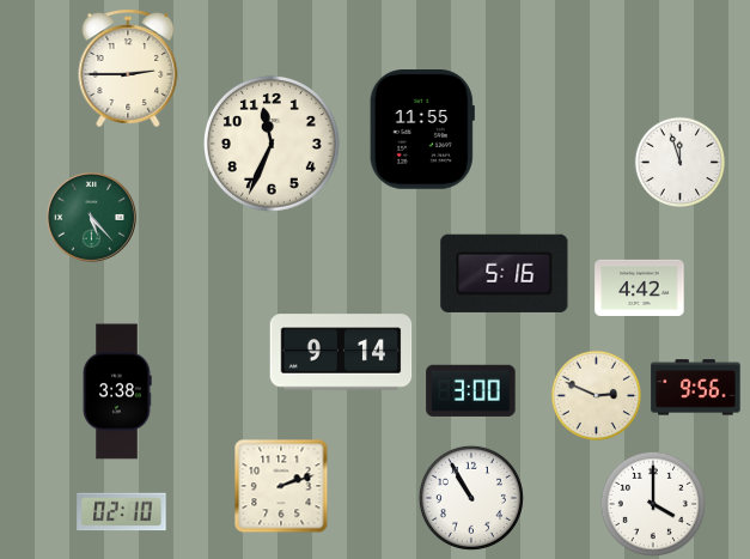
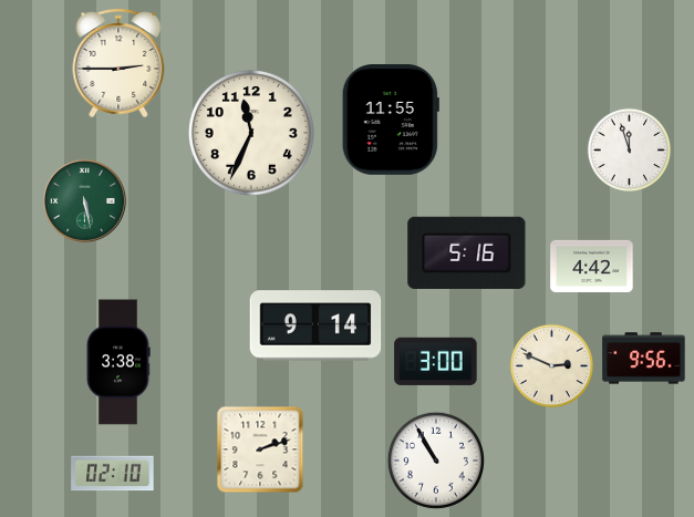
clock at (91, 217): 5:23 -> 5:28
clock at (117, 391) position: (117, 391) -> (118, 362)
clock at (653, 504): 4:00 -> none
